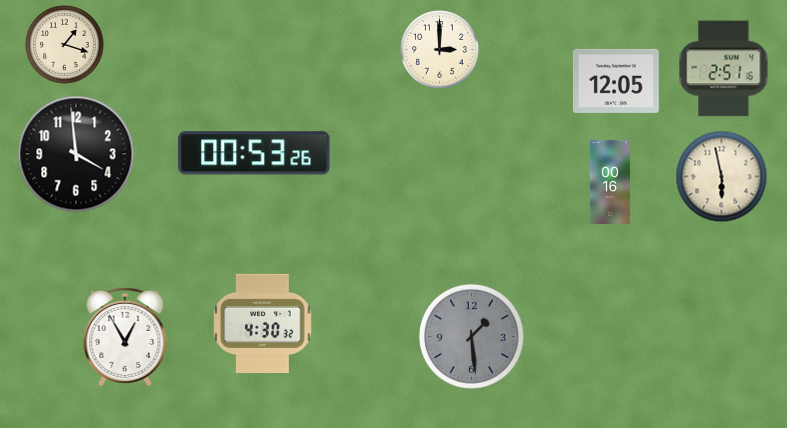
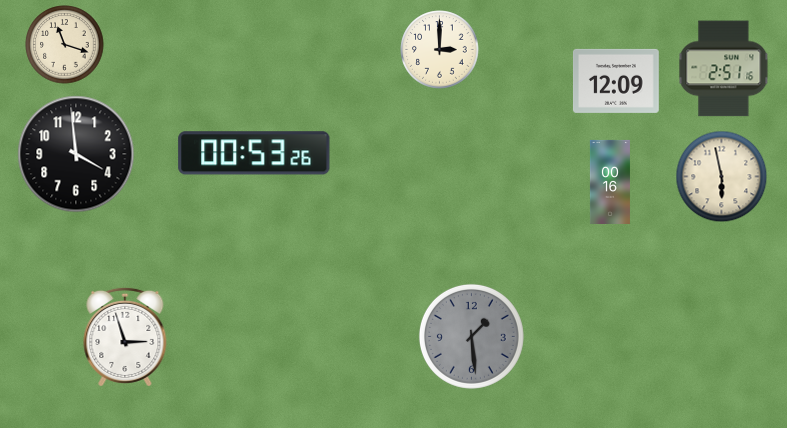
clock at (65, 45): 1:18 -> 11:18
clock at (616, 81): 12:05 -> 12:09
clock at (263, 323): 4:30 -> none
clock at (125, 337): 12:55 -> 2:57
